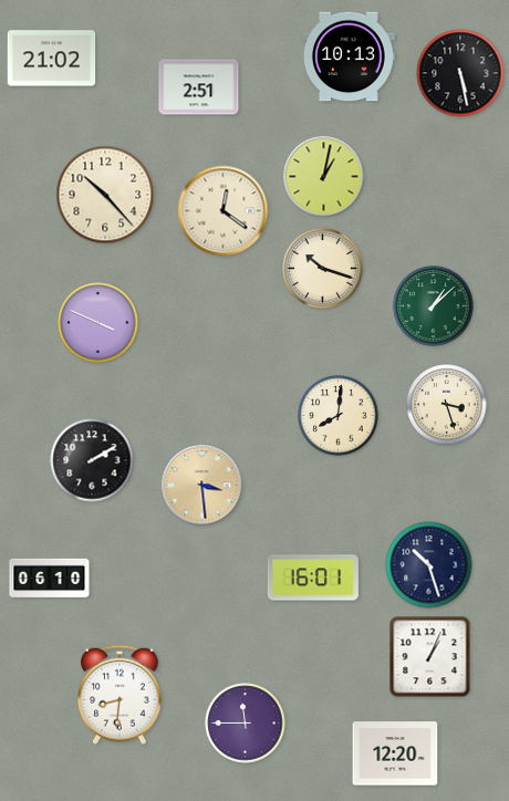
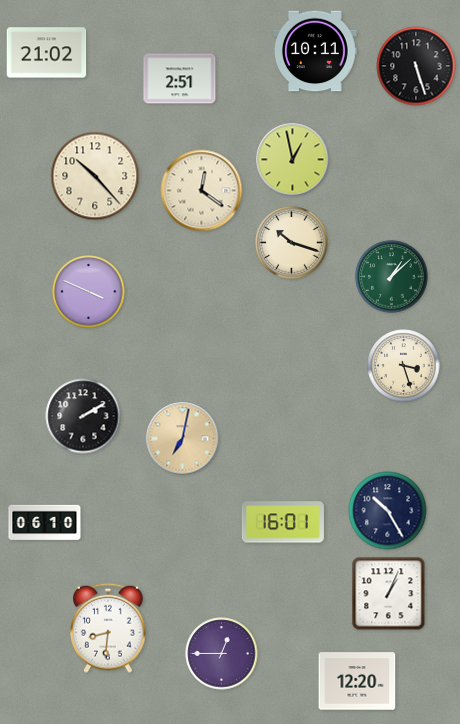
clock at (349, 56): 10:13 -> 10:11
clock at (460, 73): 5:28 -> 5:27
clock at (324, 177): 1:02 -> 12:58
clock at (339, 416): 8:01 -> none
clock at (202, 486): 3:29 -> 7:02
clock at (429, 565): 10:27 -> 10:25
clock at (246, 724): 11:45 -> 12:45
